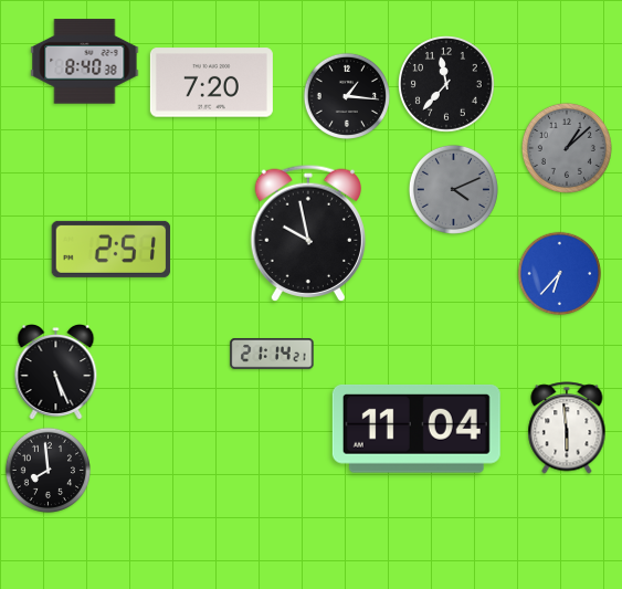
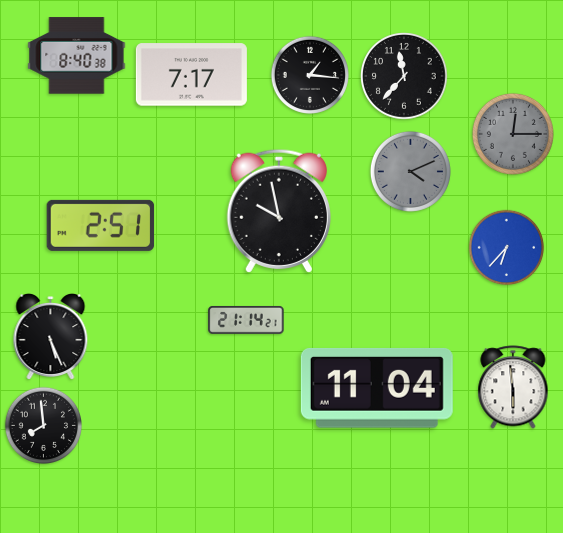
clock at (211, 83): 7:20 -> 7:17
clock at (346, 95) position: (346, 95) -> (309, 74)
clock at (567, 148): 1:08 -> 12:15
